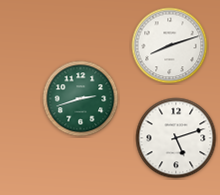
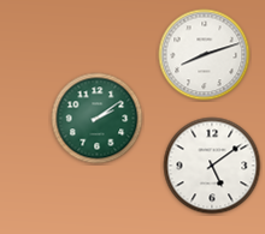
clock at (81, 99): 2:42 -> 2:09
clock at (176, 138): 5:12 -> 5:09
